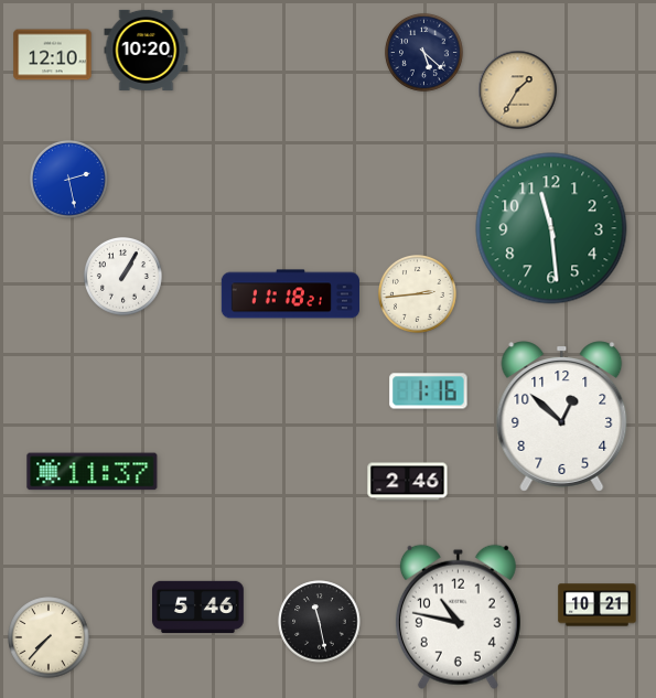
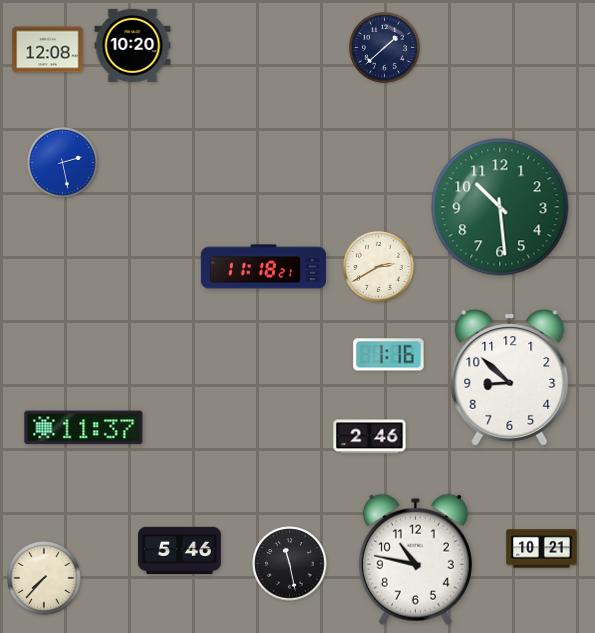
clock at (423, 52): 5:22 -> 1:38
clock at (53, 55): 12:10 -> 12:08
clock at (518, 90): 1:35 -> none
clock at (551, 228): 11:29 -> 10:29
clock at (122, 276): 1:05 -> none
clock at (417, 293): 2:44 -> 2:40
clock at (562, 417): 12:52 -> 8:52
